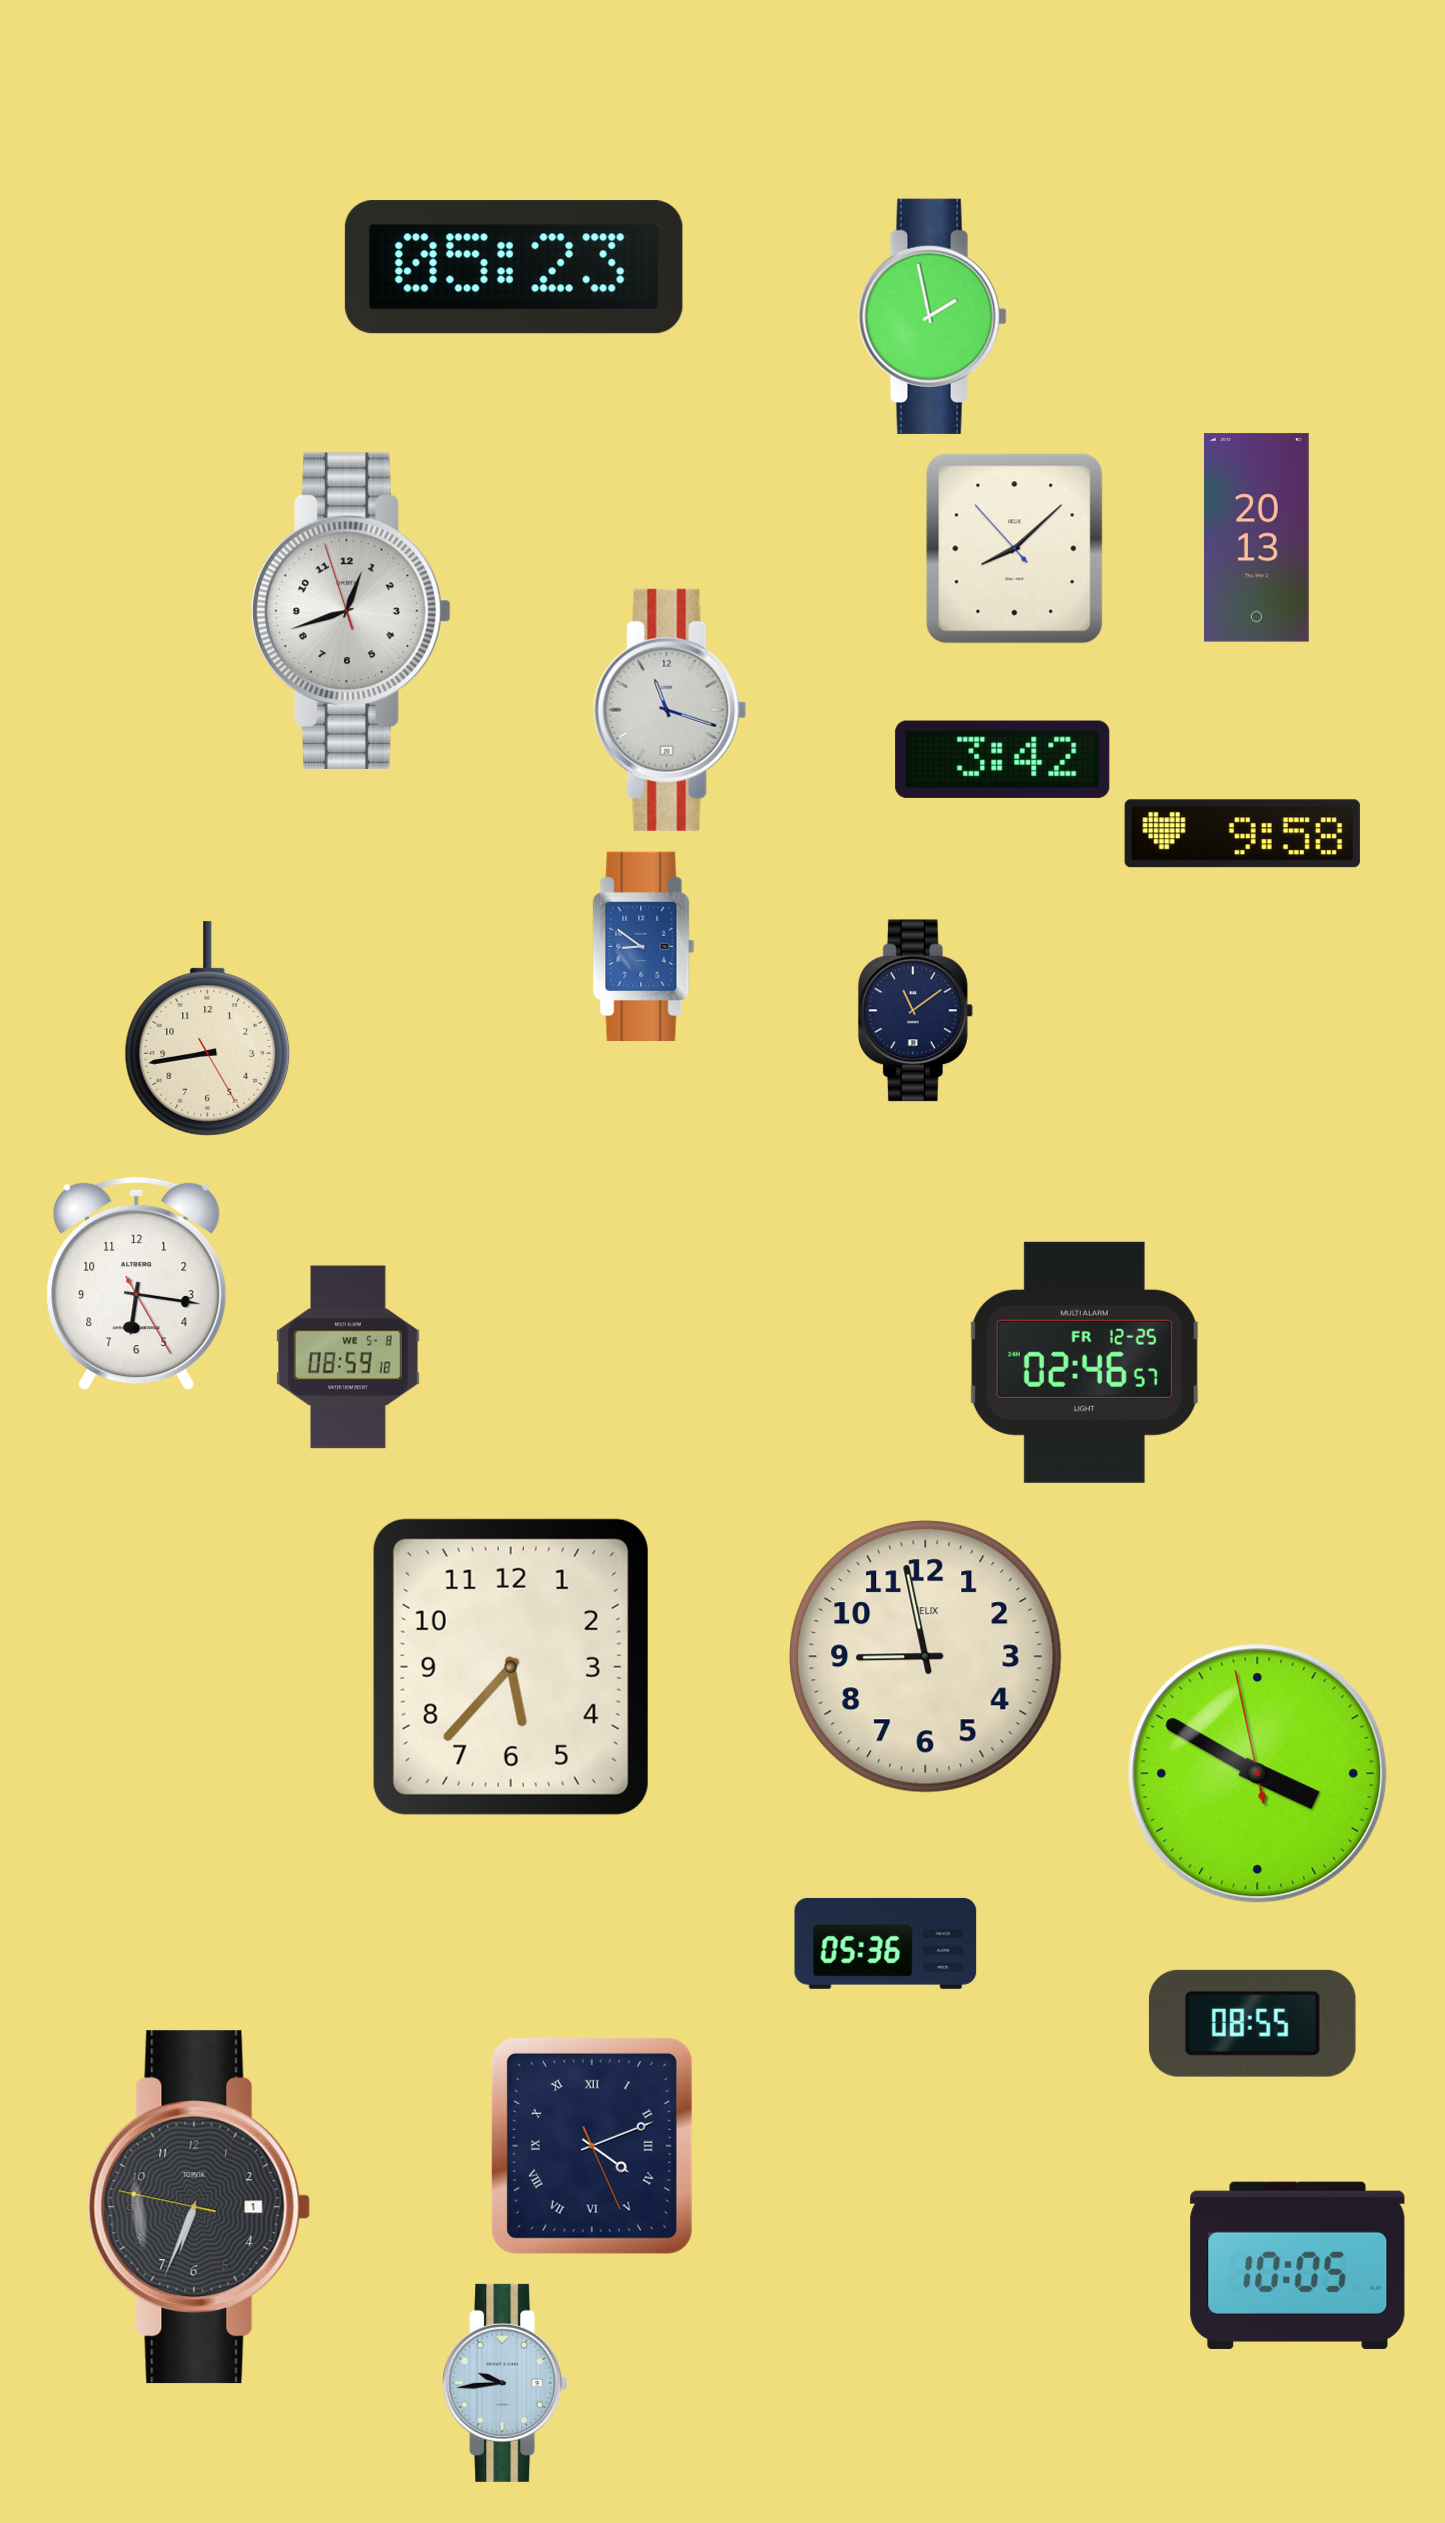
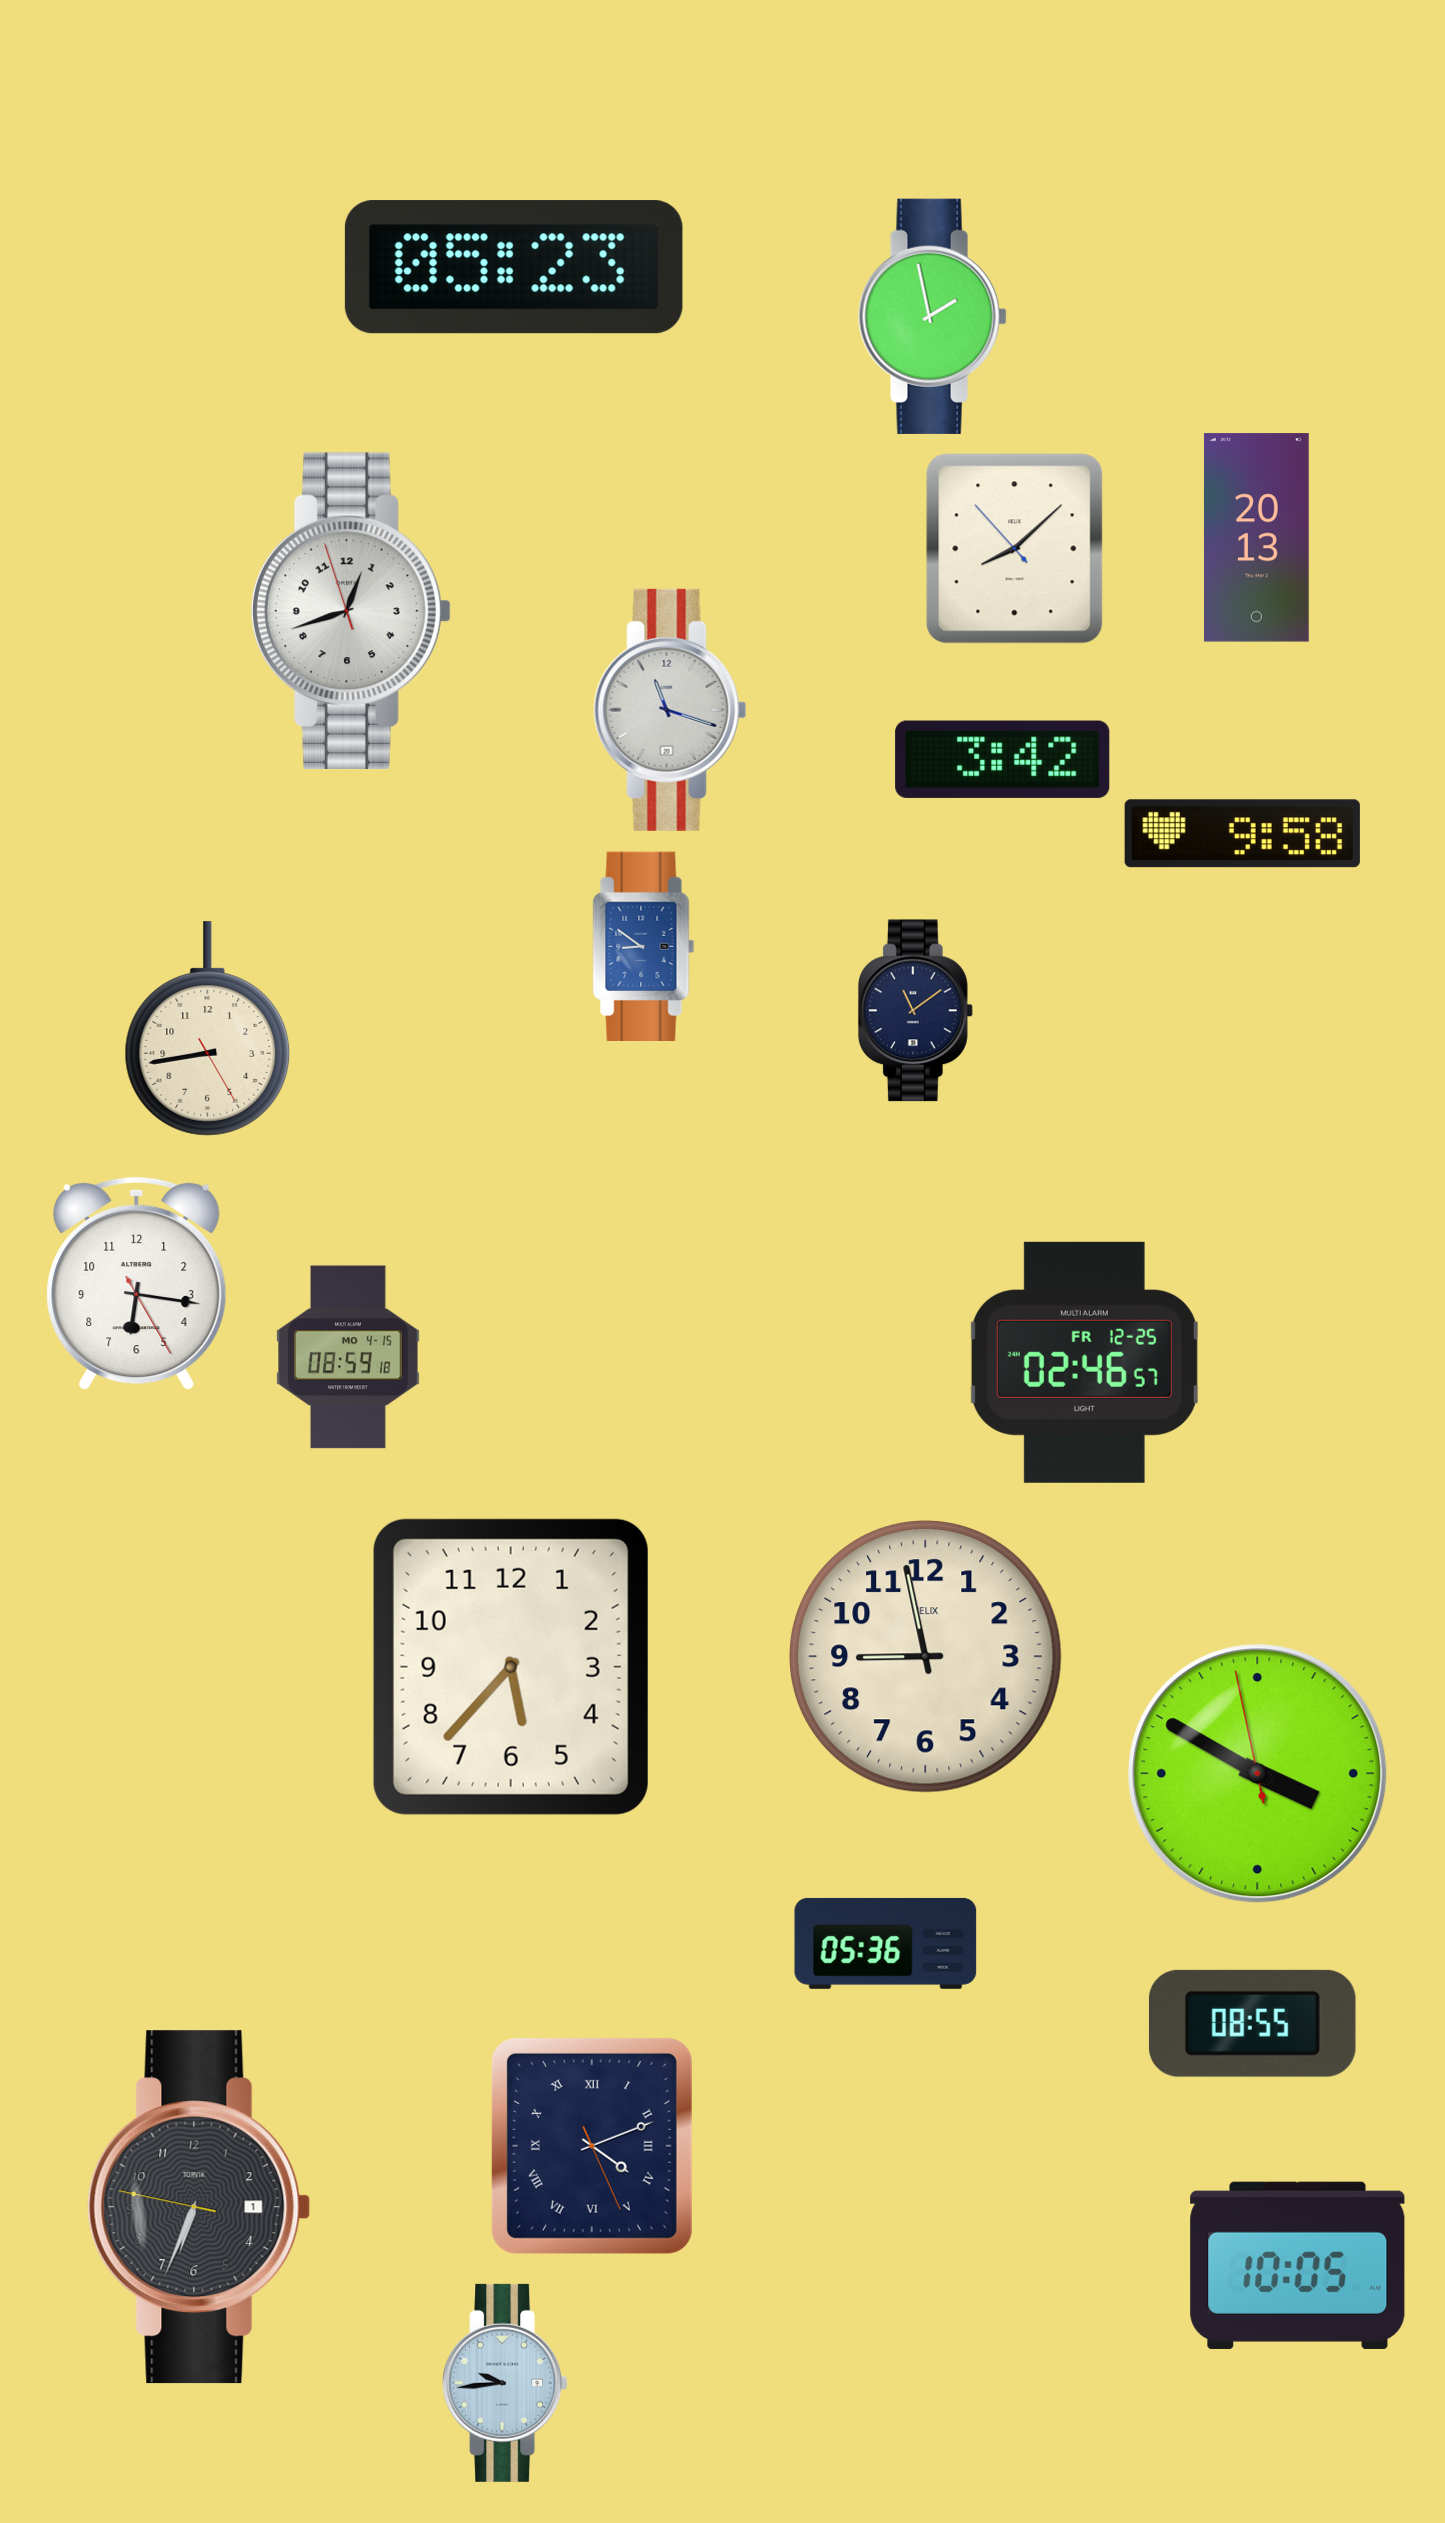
clock at (348, 1357) date: WE 5-8 -> MO 4-15
